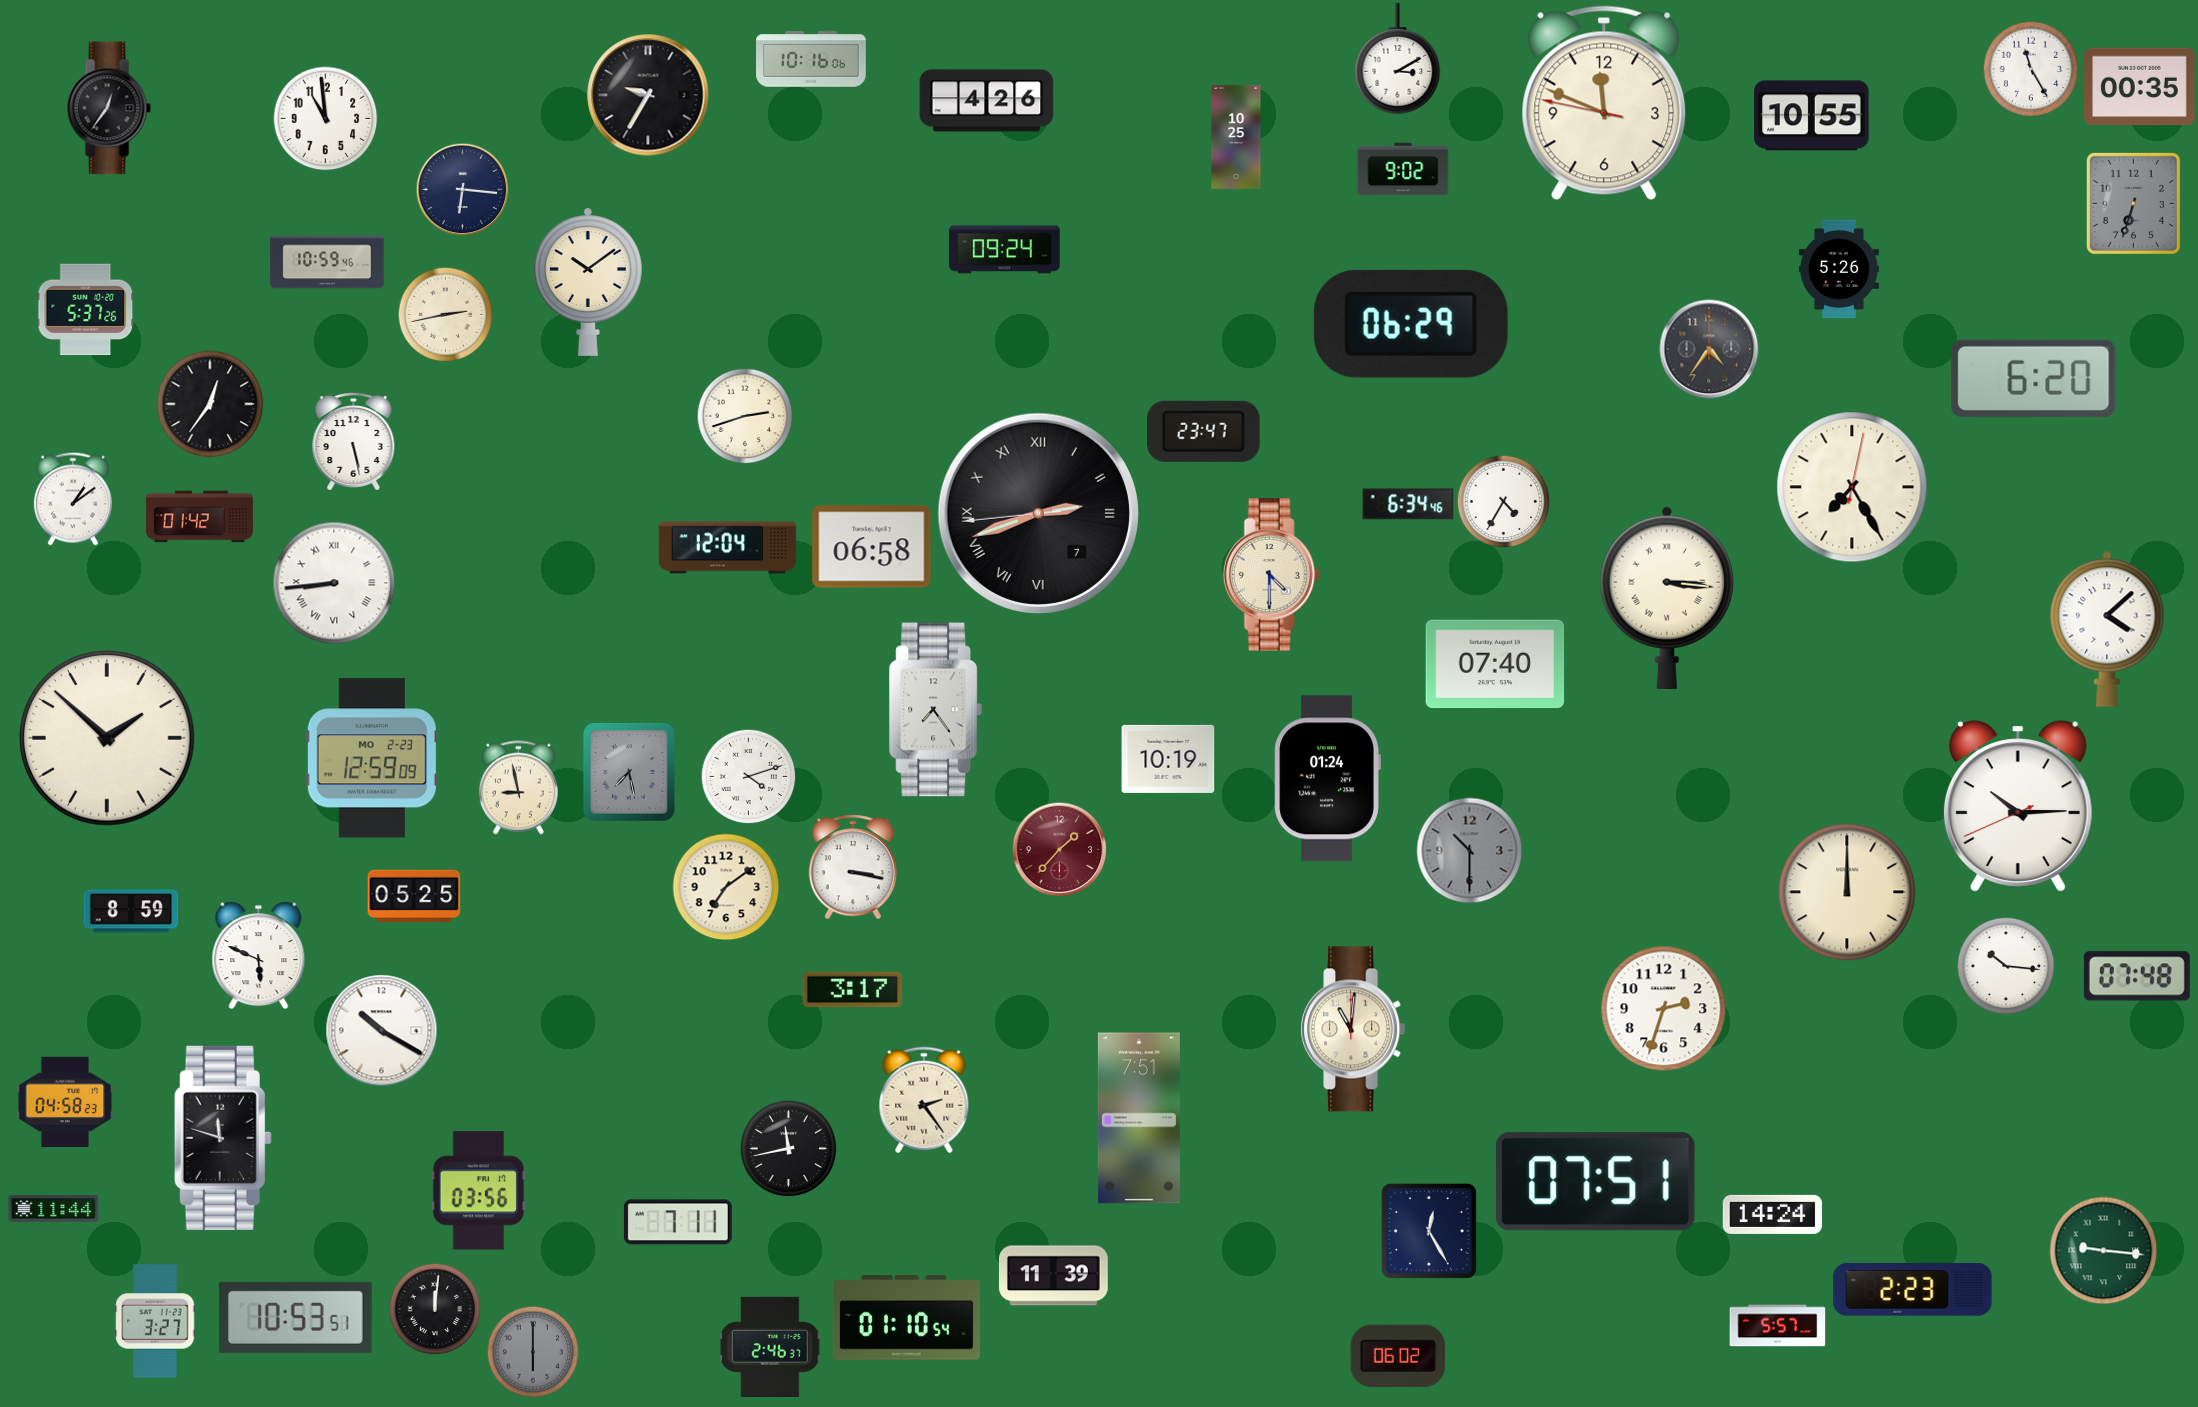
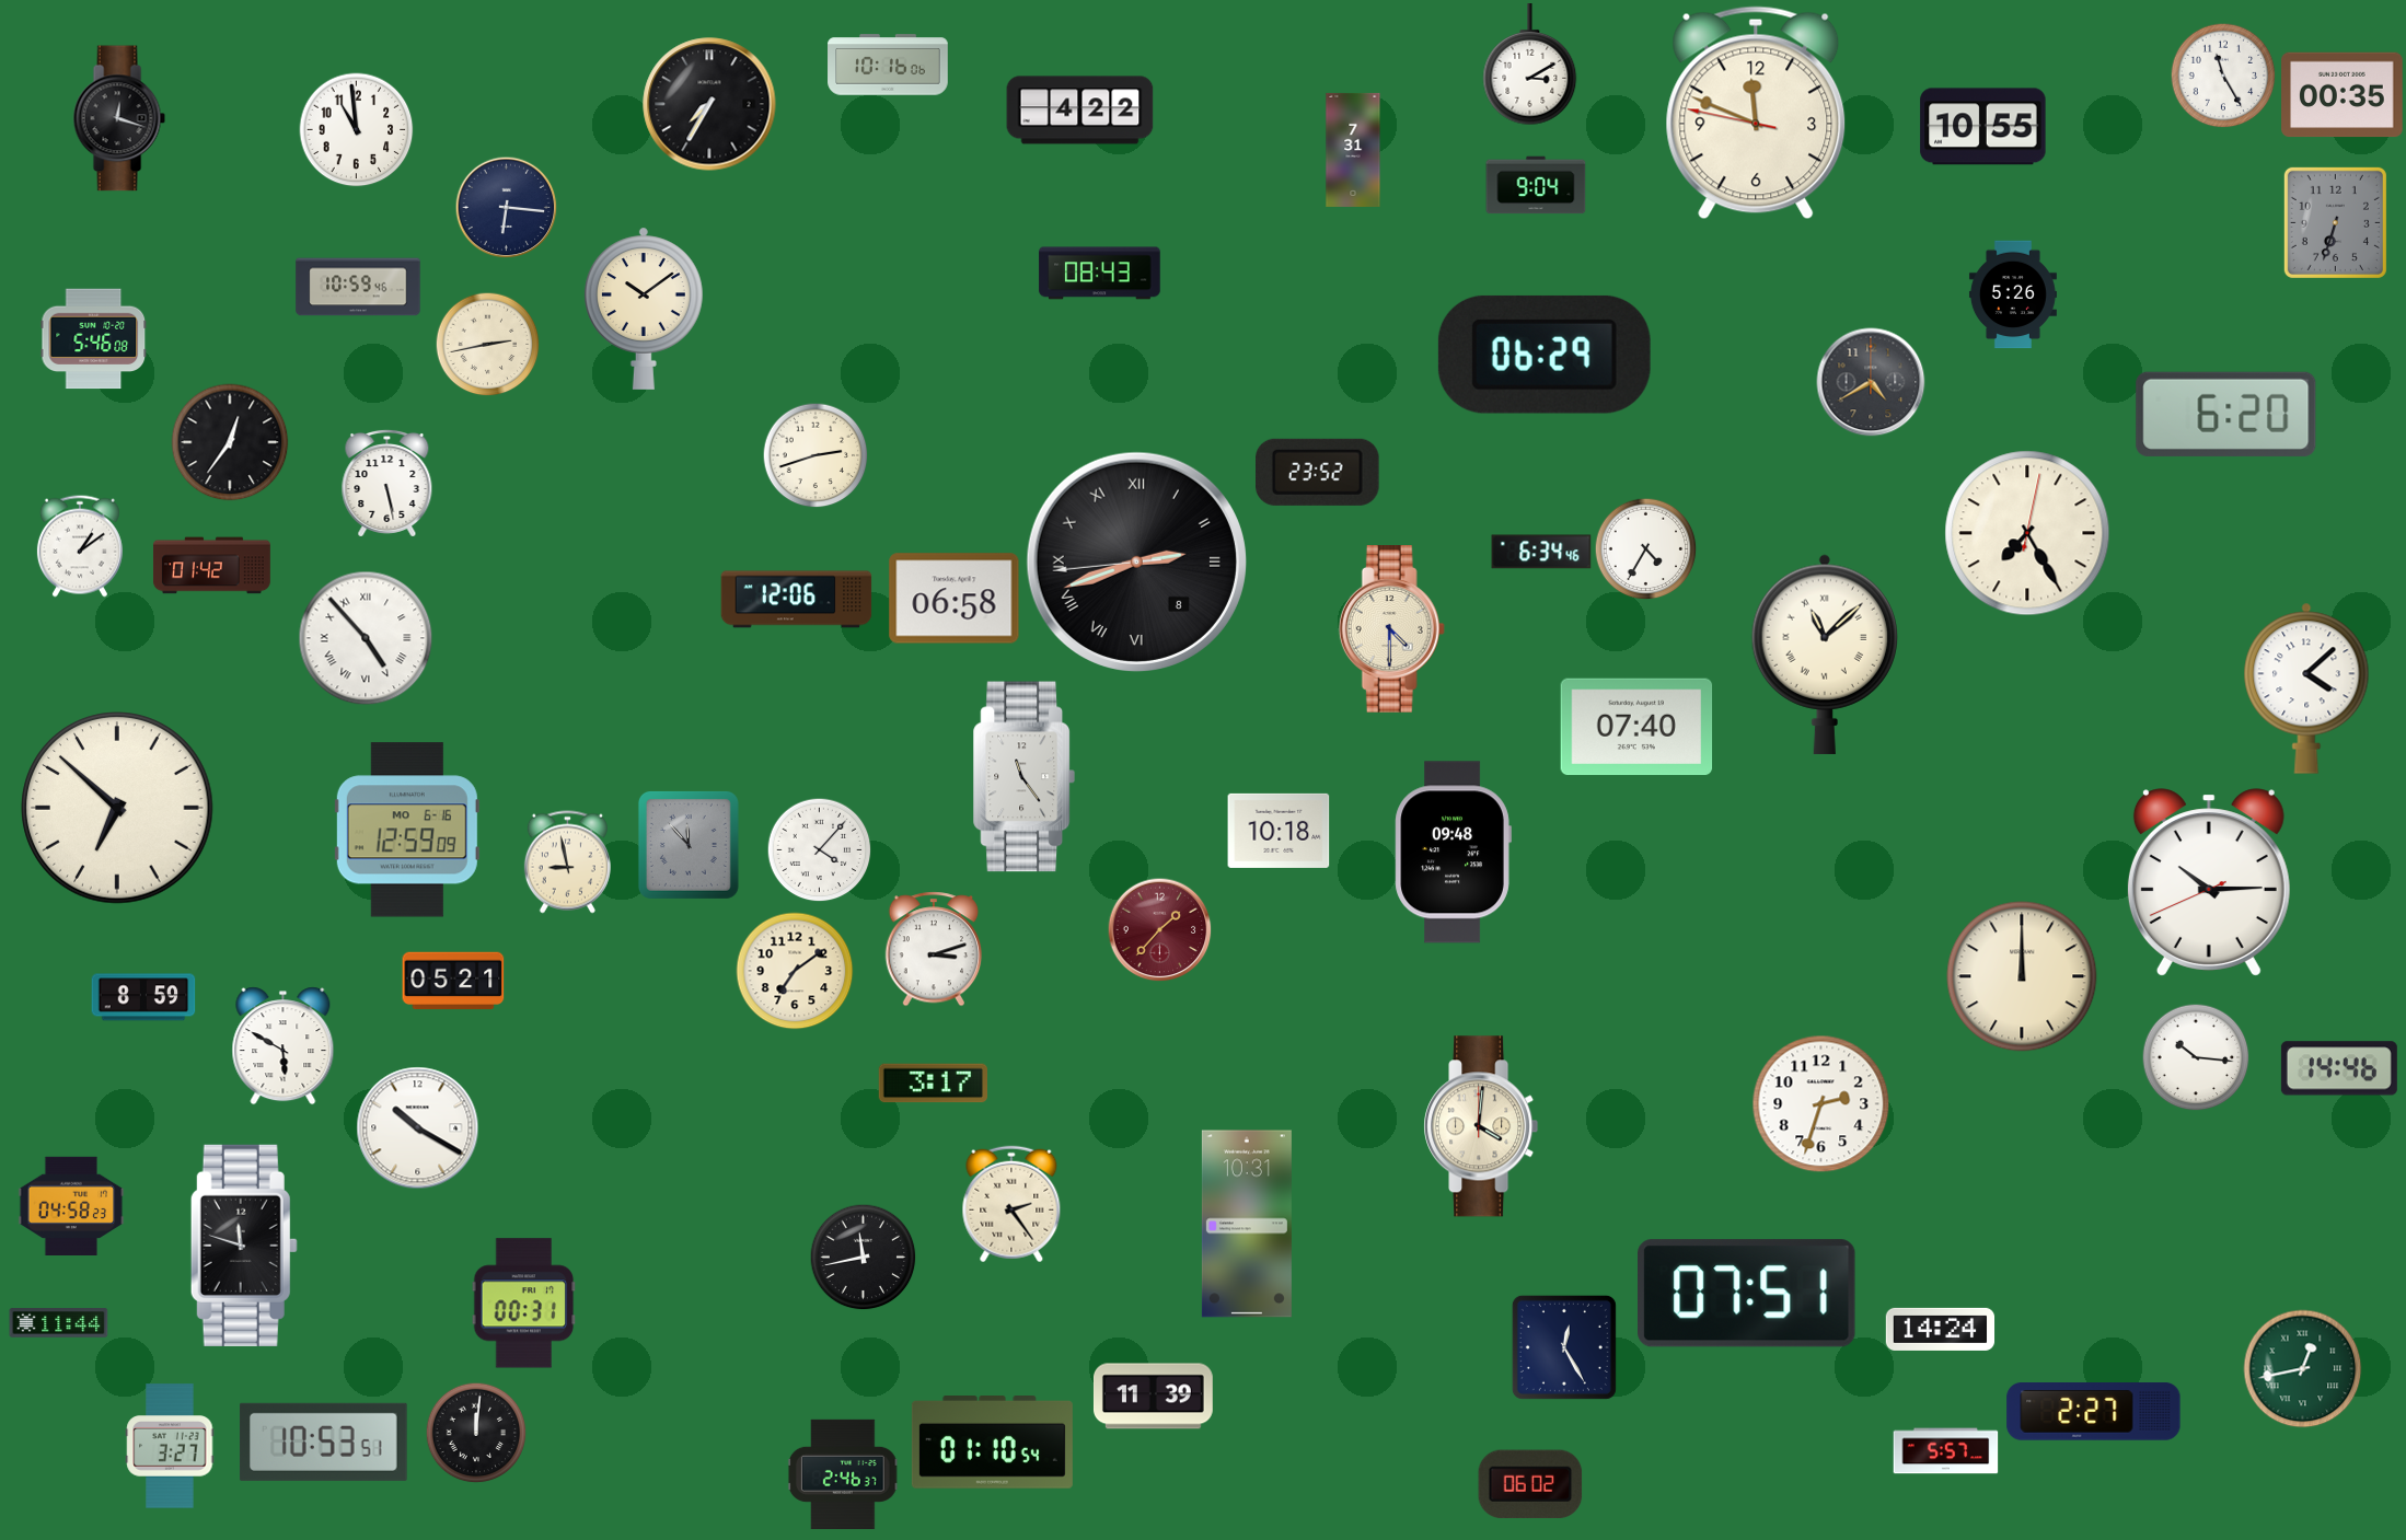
clock at (648, 95): 9:35 -> 7:35
clock at (987, 101): 4:26 -> 4:22
clock at (109, 108): 12:36 -> 12:18
clock at (1236, 137): 10:25 -> 7:31
clock at (1403, 169): 9:02 -> 9:04
clock at (1005, 250): 09:24 -> 08:43
clock at (86, 310): 5:37 -> 5:46
clock at (1709, 349): 4:36 -> 4:40
clock at (1204, 431): 23:47 -> 23:52
clock at (1038, 513) date: 7 -> 8
clock at (199, 517) position: (199, 517) -> (211, 566)
clock at (728, 548): 12:04 -> 12:06
clock at (334, 583): 8:44 -> 4:53
clock at (1667, 598): 3:16 -> 11:08
clock at (936, 710): 7:24 -> 11:24
clock at (107, 738): 1:52 -> 6:52
clock at (372, 758) date: MO 2-23 -> MO 6-16
clock at (1168, 759): 10:19 -> 10:18
clock at (629, 772): 7:28 -> 11:53
clock at (748, 776): 4:12 -> 4:07
clock at (1327, 779): 01:24 -> 09:48
clock at (1470, 851): 10:30 -> none
clock at (853, 867): 3:17 -> 3:12
clock at (414, 895): 05:25 -> 05:21
clock at (259, 956): 5:49 -> 5:50
clock at (2137, 976): 07:48 -> 14:46
clock at (1353, 1029): 11:01 -> 4:01
clock at (1139, 1118): 7:51 -> 10:31
clock at (479, 1191): 03:56 -> 00:31
clock at (678, 1222): 7:11 -> none
clock at (2104, 1251): 9:16 -> 12:43
clock at (1913, 1290): 2:23 -> 2:27
clock at (533, 1352): 6:00 -> none
